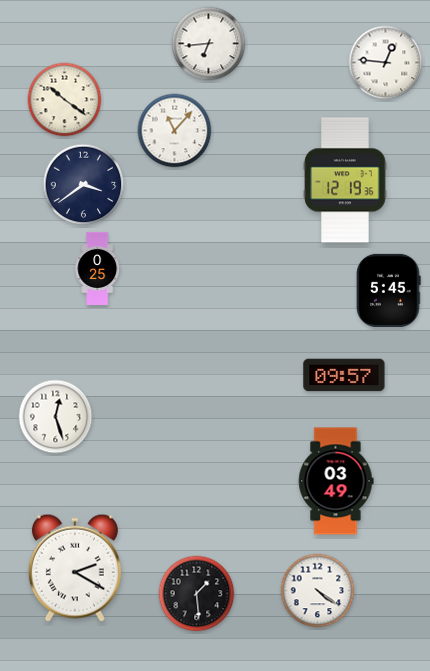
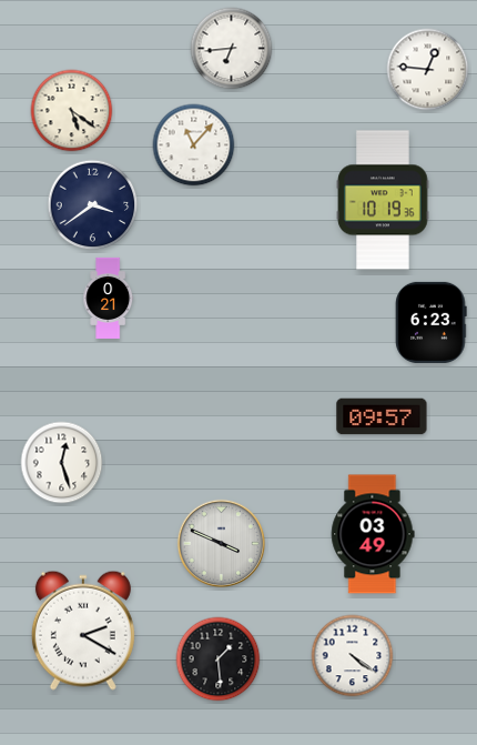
clock at (65, 100): 10:21 -> 5:21
clock at (345, 180): 12:19 -> 10:19
clock at (98, 268): 0:25 -> 0:21
clock at (389, 290): 5:45 -> 6:23
clock at (221, 543): none -> 3:49
